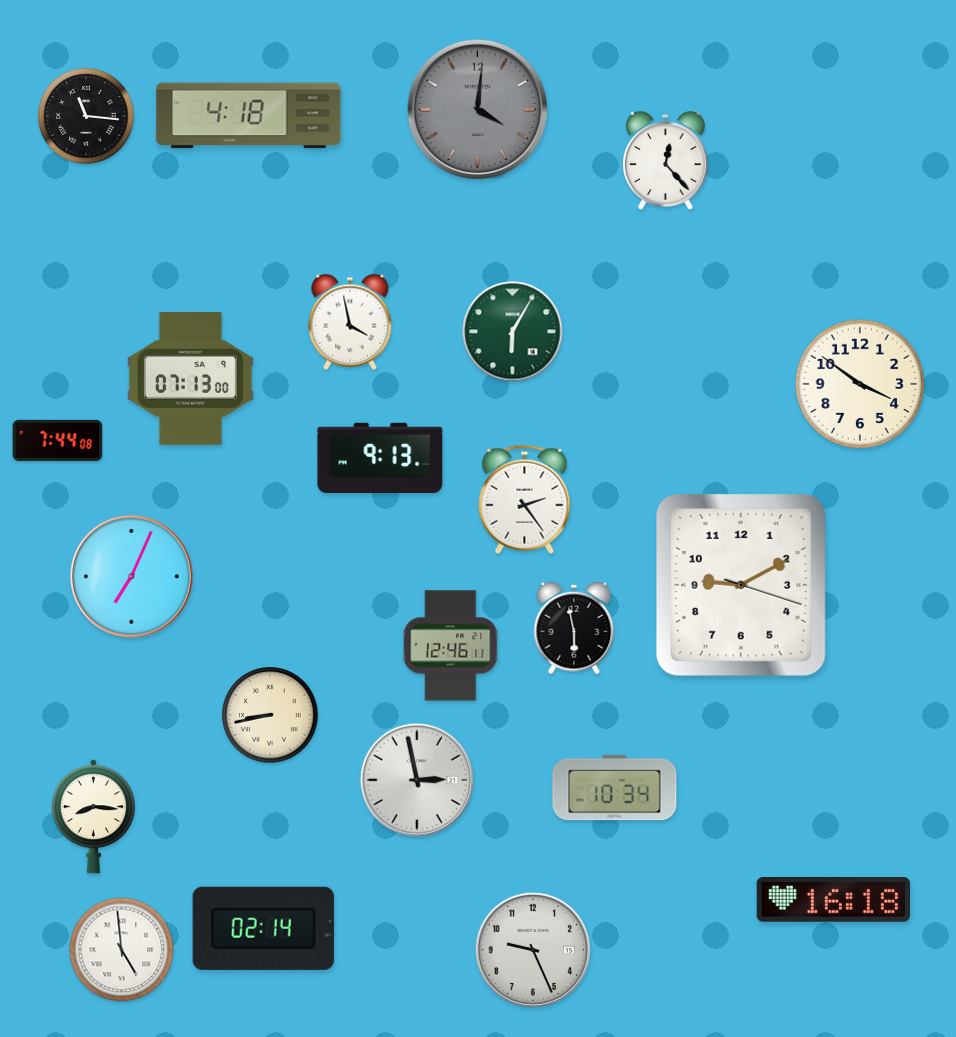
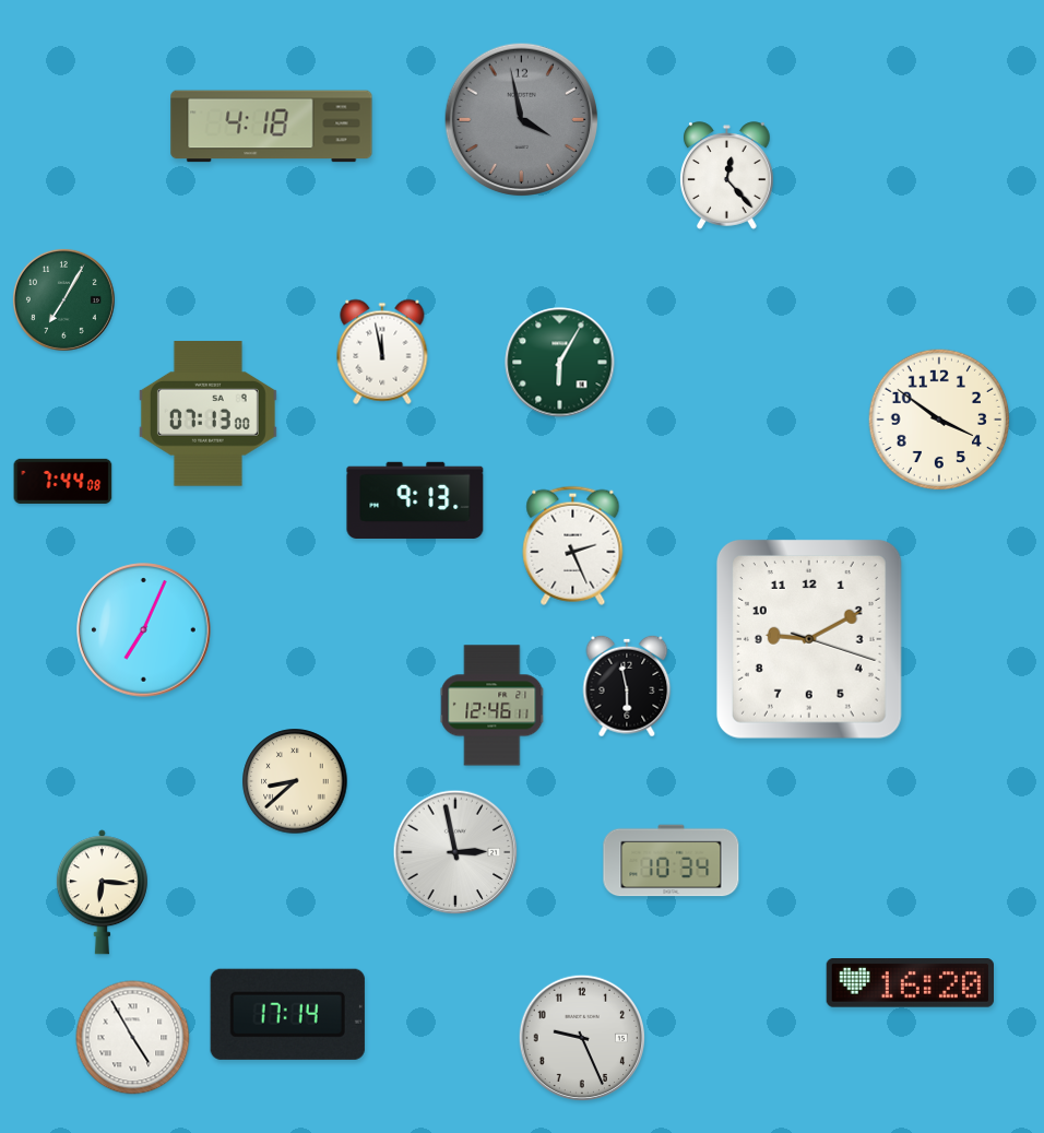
clock at (478, 110): 4:01 -> 3:58
clock at (86, 116): 11:16 -> none
clock at (63, 299): none -> 7:05
clock at (350, 322): 3:58 -> 11:58
clock at (525, 499): 2:24 -> 2:26
clock at (270, 715): 8:43 -> 8:38
clock at (93, 817): 8:16 -> 6:16
clock at (833, 900): 16:18 -> 16:20
clock at (263, 928): 02:14 -> 17:14
clock at (122, 950): 4:59 -> 4:55
